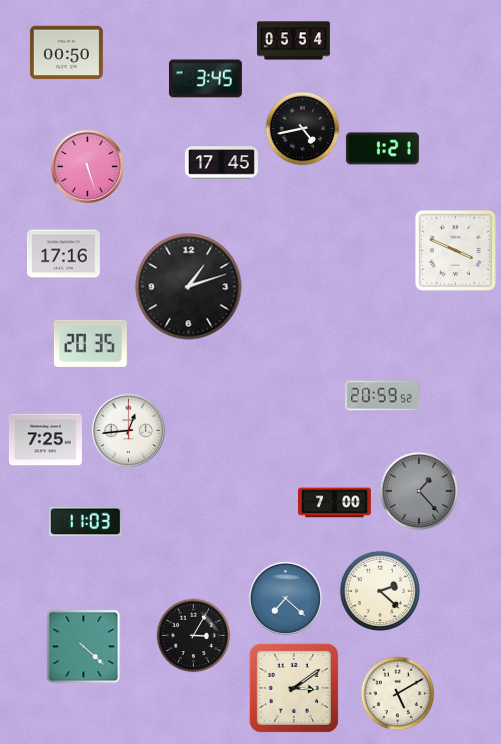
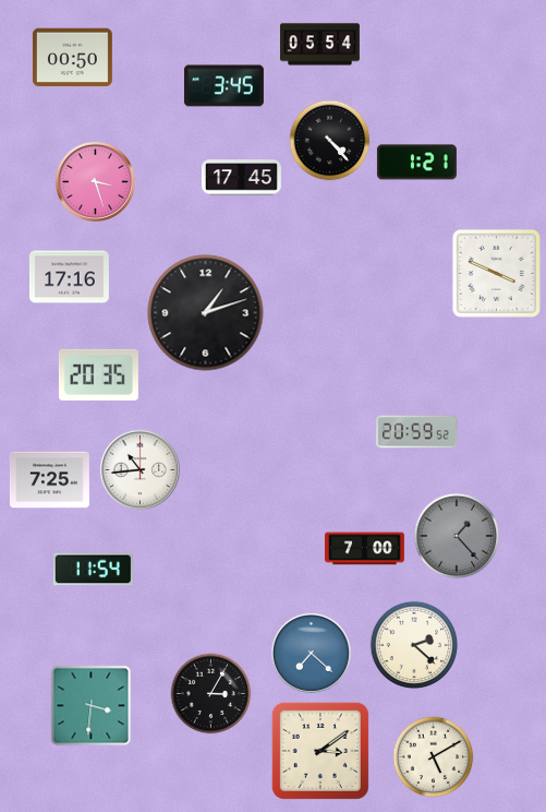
clock at (303, 129): 4:43 -> 4:23
clock at (87, 166): 5:27 -> 3:27
clock at (128, 430): 12:44 -> 10:44
clock at (85, 522): 11:03 -> 11:54
clock at (84, 647): 4:22 -> 3:31
